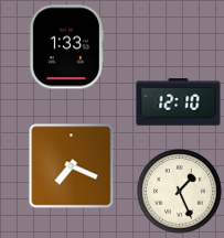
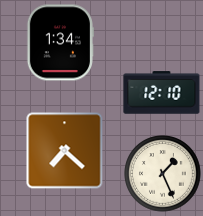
clock at (66, 47): 1:33 -> 1:34
clock at (72, 166): 7:19 -> 7:22
